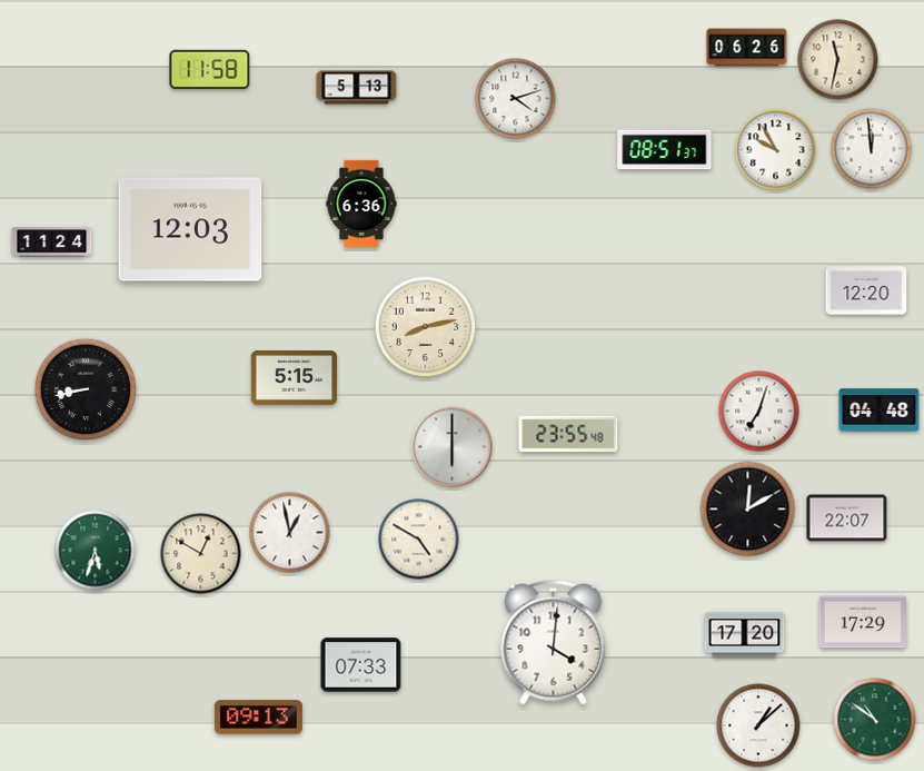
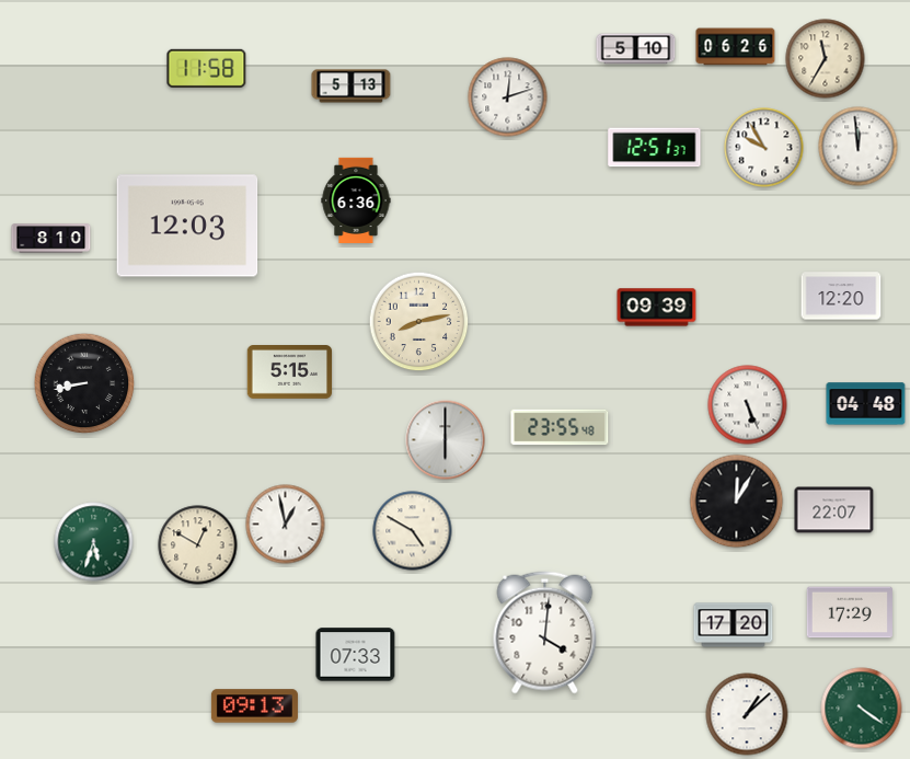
clock at (636, 49): none -> 5:10
clock at (838, 60): 11:32 -> 11:35
clock at (516, 99): 4:12 -> 12:12
clock at (665, 150): 08:51 -> 12:51
clock at (52, 243): 11:24 -> 8:10
clock at (866, 290) position: (866, 290) -> (841, 296)
clock at (657, 308): none -> 09:39
clock at (759, 412): 7:03 -> 5:26
clock at (748, 510): 12:10 -> 12:05
clock at (875, 720): 10:51 -> 4:21
